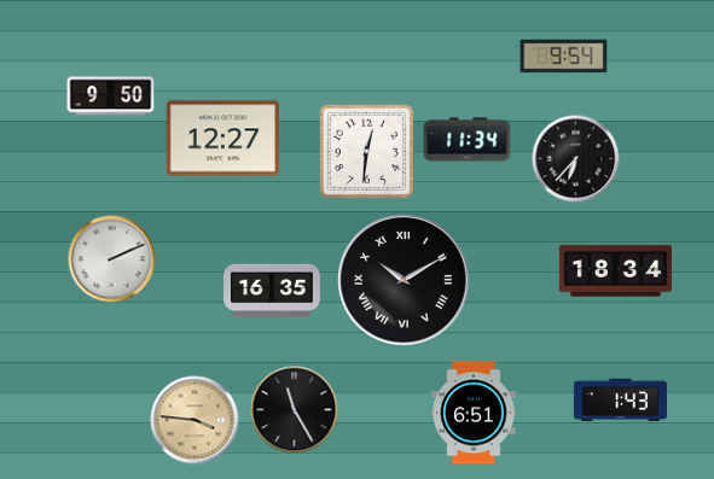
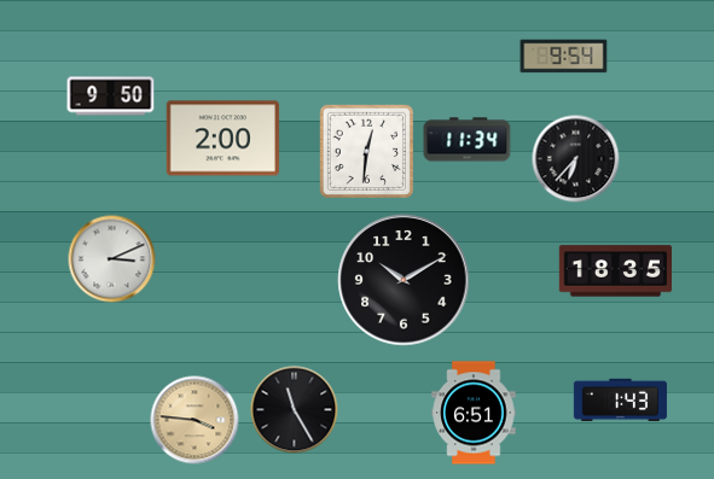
clock at (222, 139): 12:27 -> 2:00
clock at (112, 259): 2:11 -> 3:11
clock at (616, 271): 18:34 -> 18:35
clock at (404, 280) numerals: Roman -> Arabic
clock at (272, 291): 16:35 -> none
